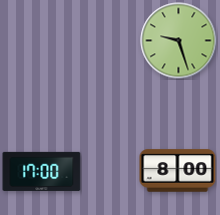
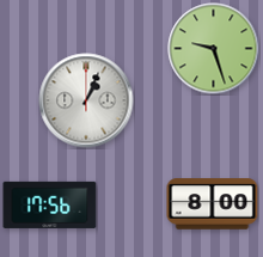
clock at (86, 100): none -> 1:04
clock at (42, 171): 17:00 -> 17:56
